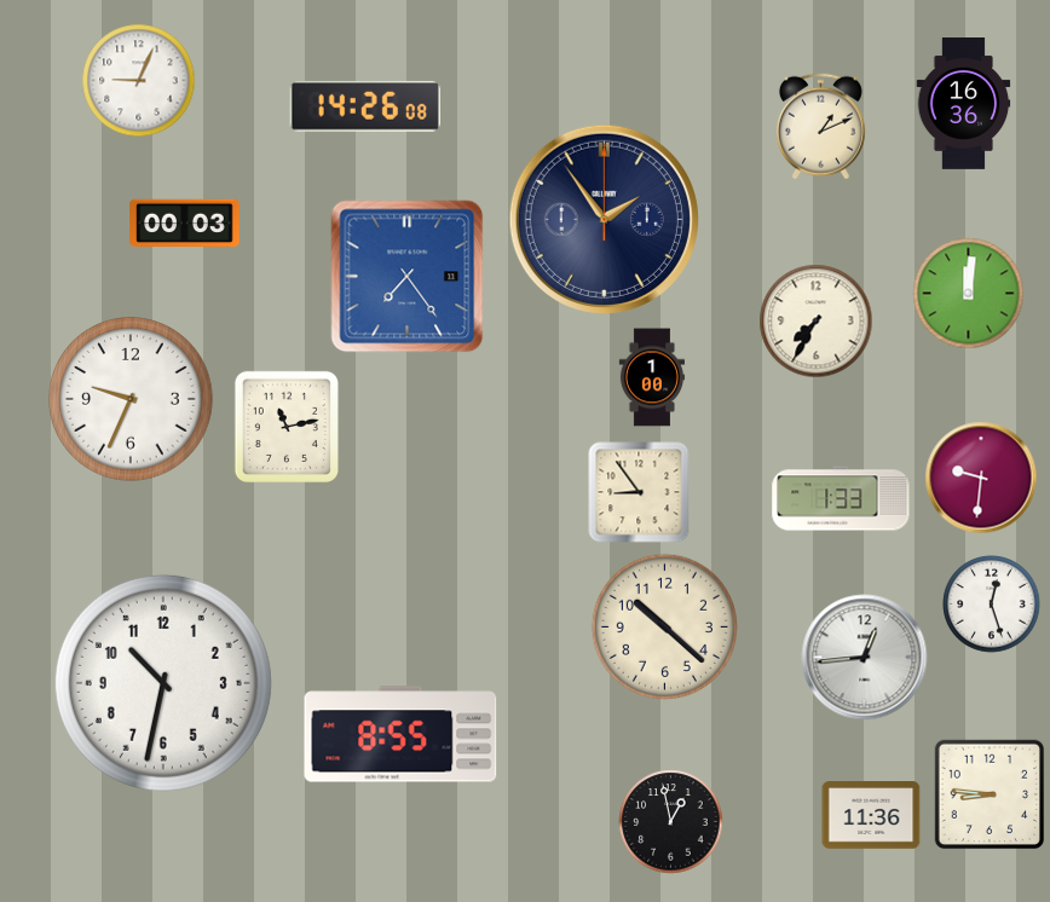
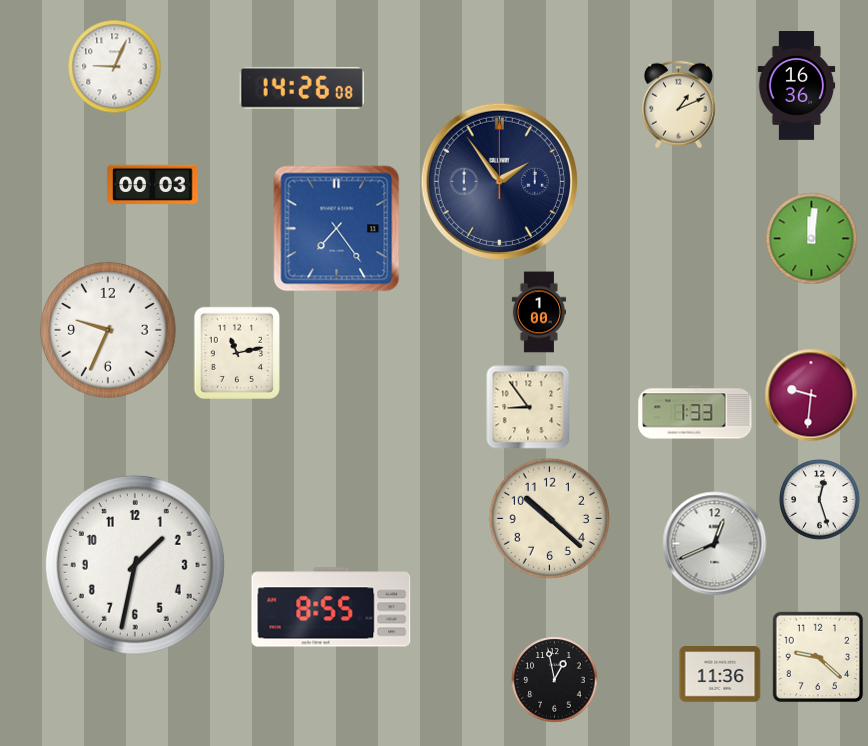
clock at (969, 294) position: (969, 294) -> (812, 239)
clock at (817, 322): 7:35 -> none
clock at (865, 658): 12:44 -> 12:41
clock at (163, 683): 10:32 -> 1:32
clock at (990, 794): 8:46 -> 9:22
